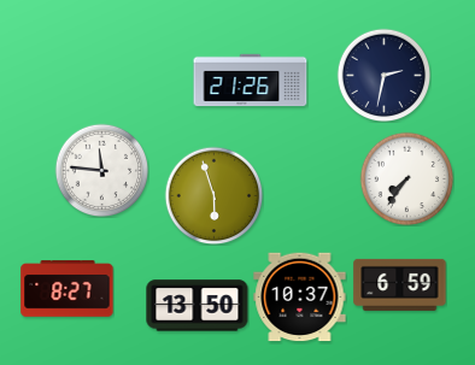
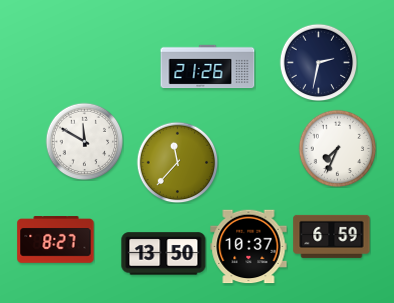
clock at (101, 170): 11:46 -> 11:50
clock at (406, 178): 7:36 -> 7:34
clock at (213, 195): 5:57 -> 11:37
